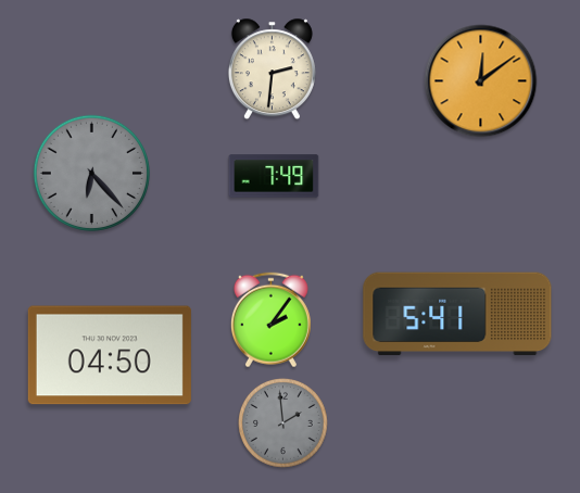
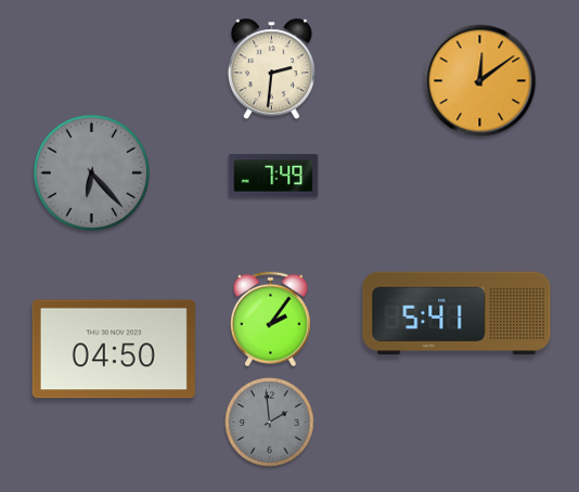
clock at (110, 355) position: (110, 355) -> (114, 349)
clock at (283, 424) position: (283, 424) -> (270, 423)
